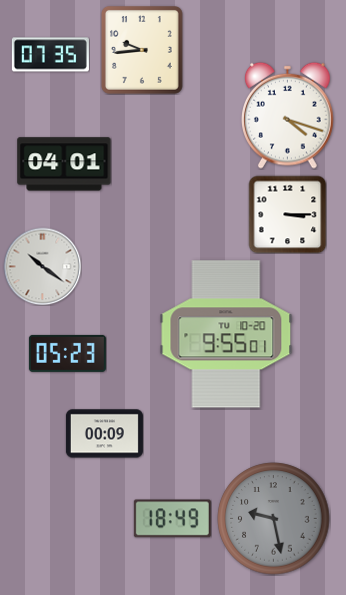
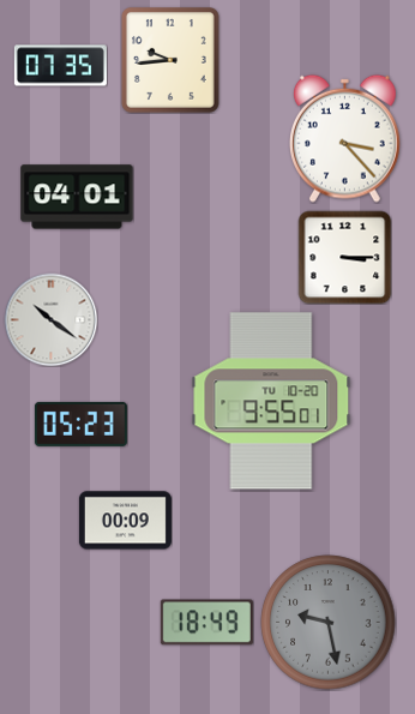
clock at (288, 115): 4:18 -> 3:23
